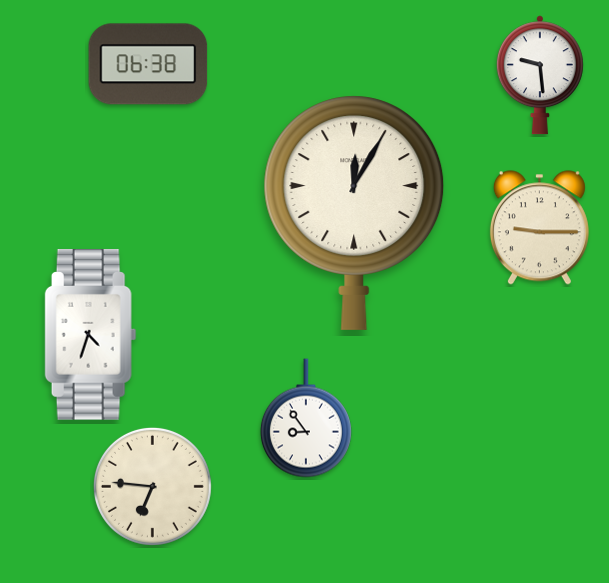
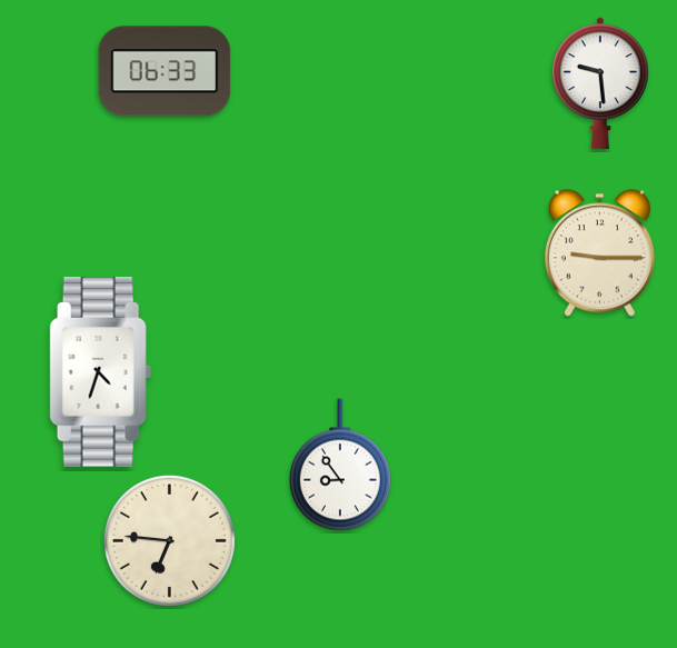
clock at (148, 64): 06:38 -> 06:33
clock at (354, 213): 12:05 -> none
